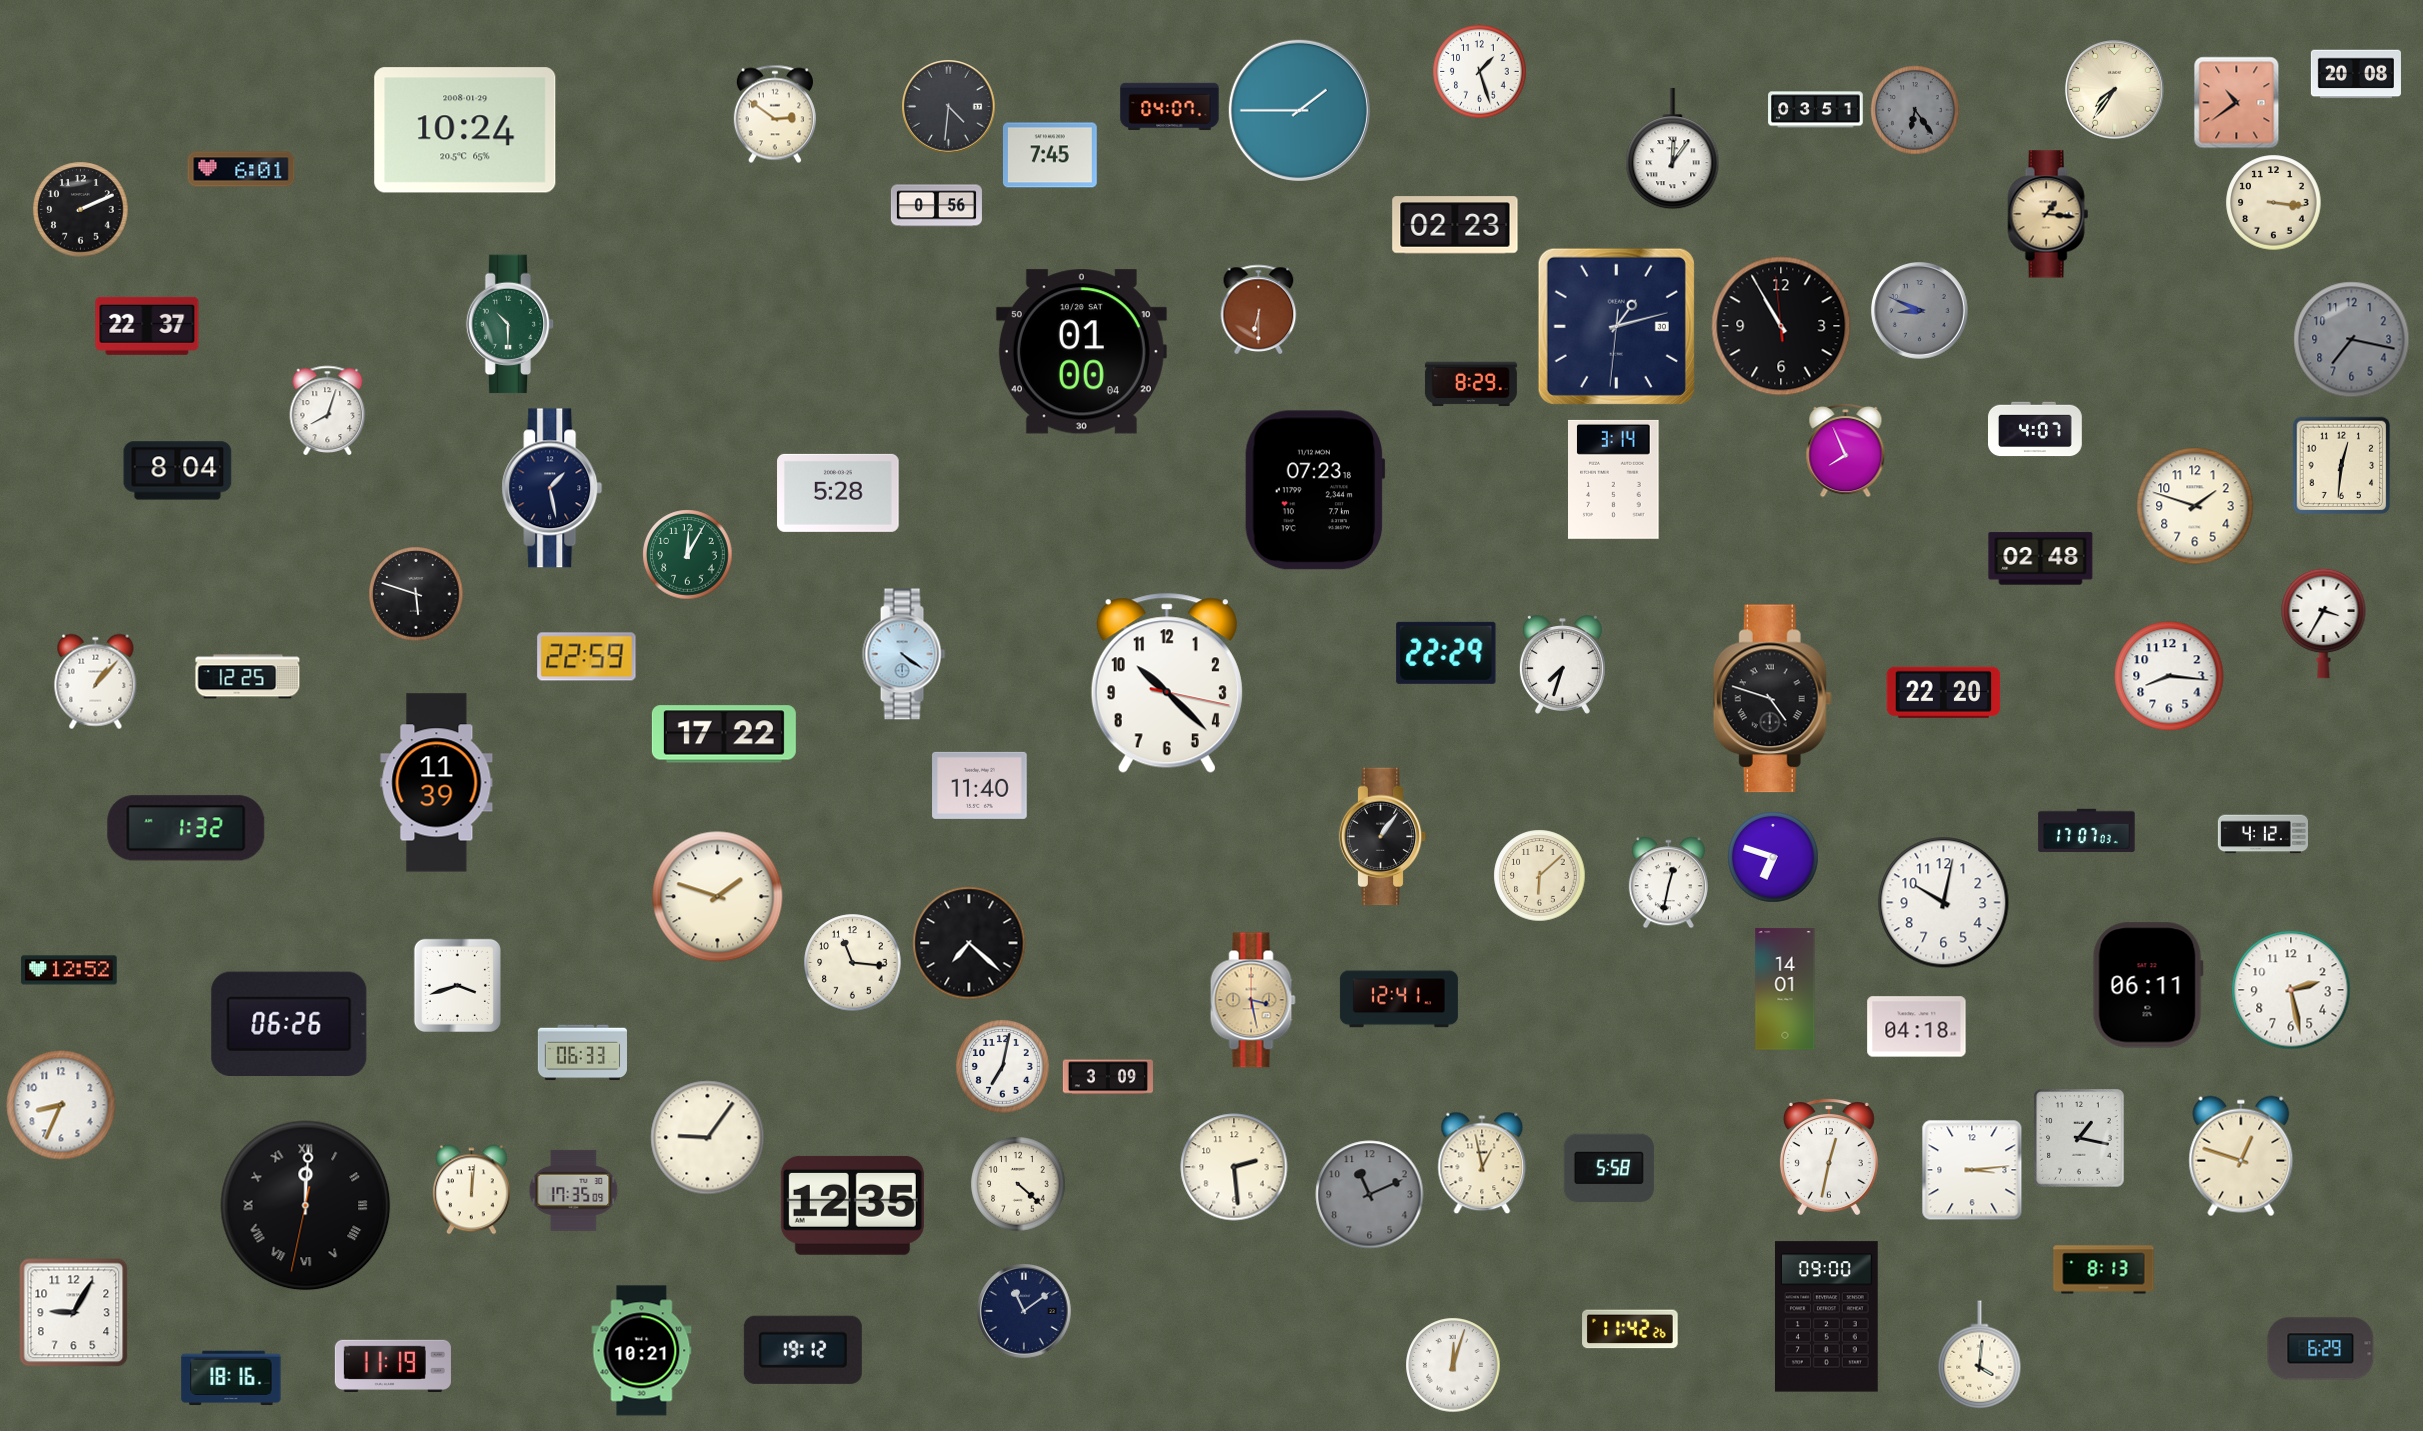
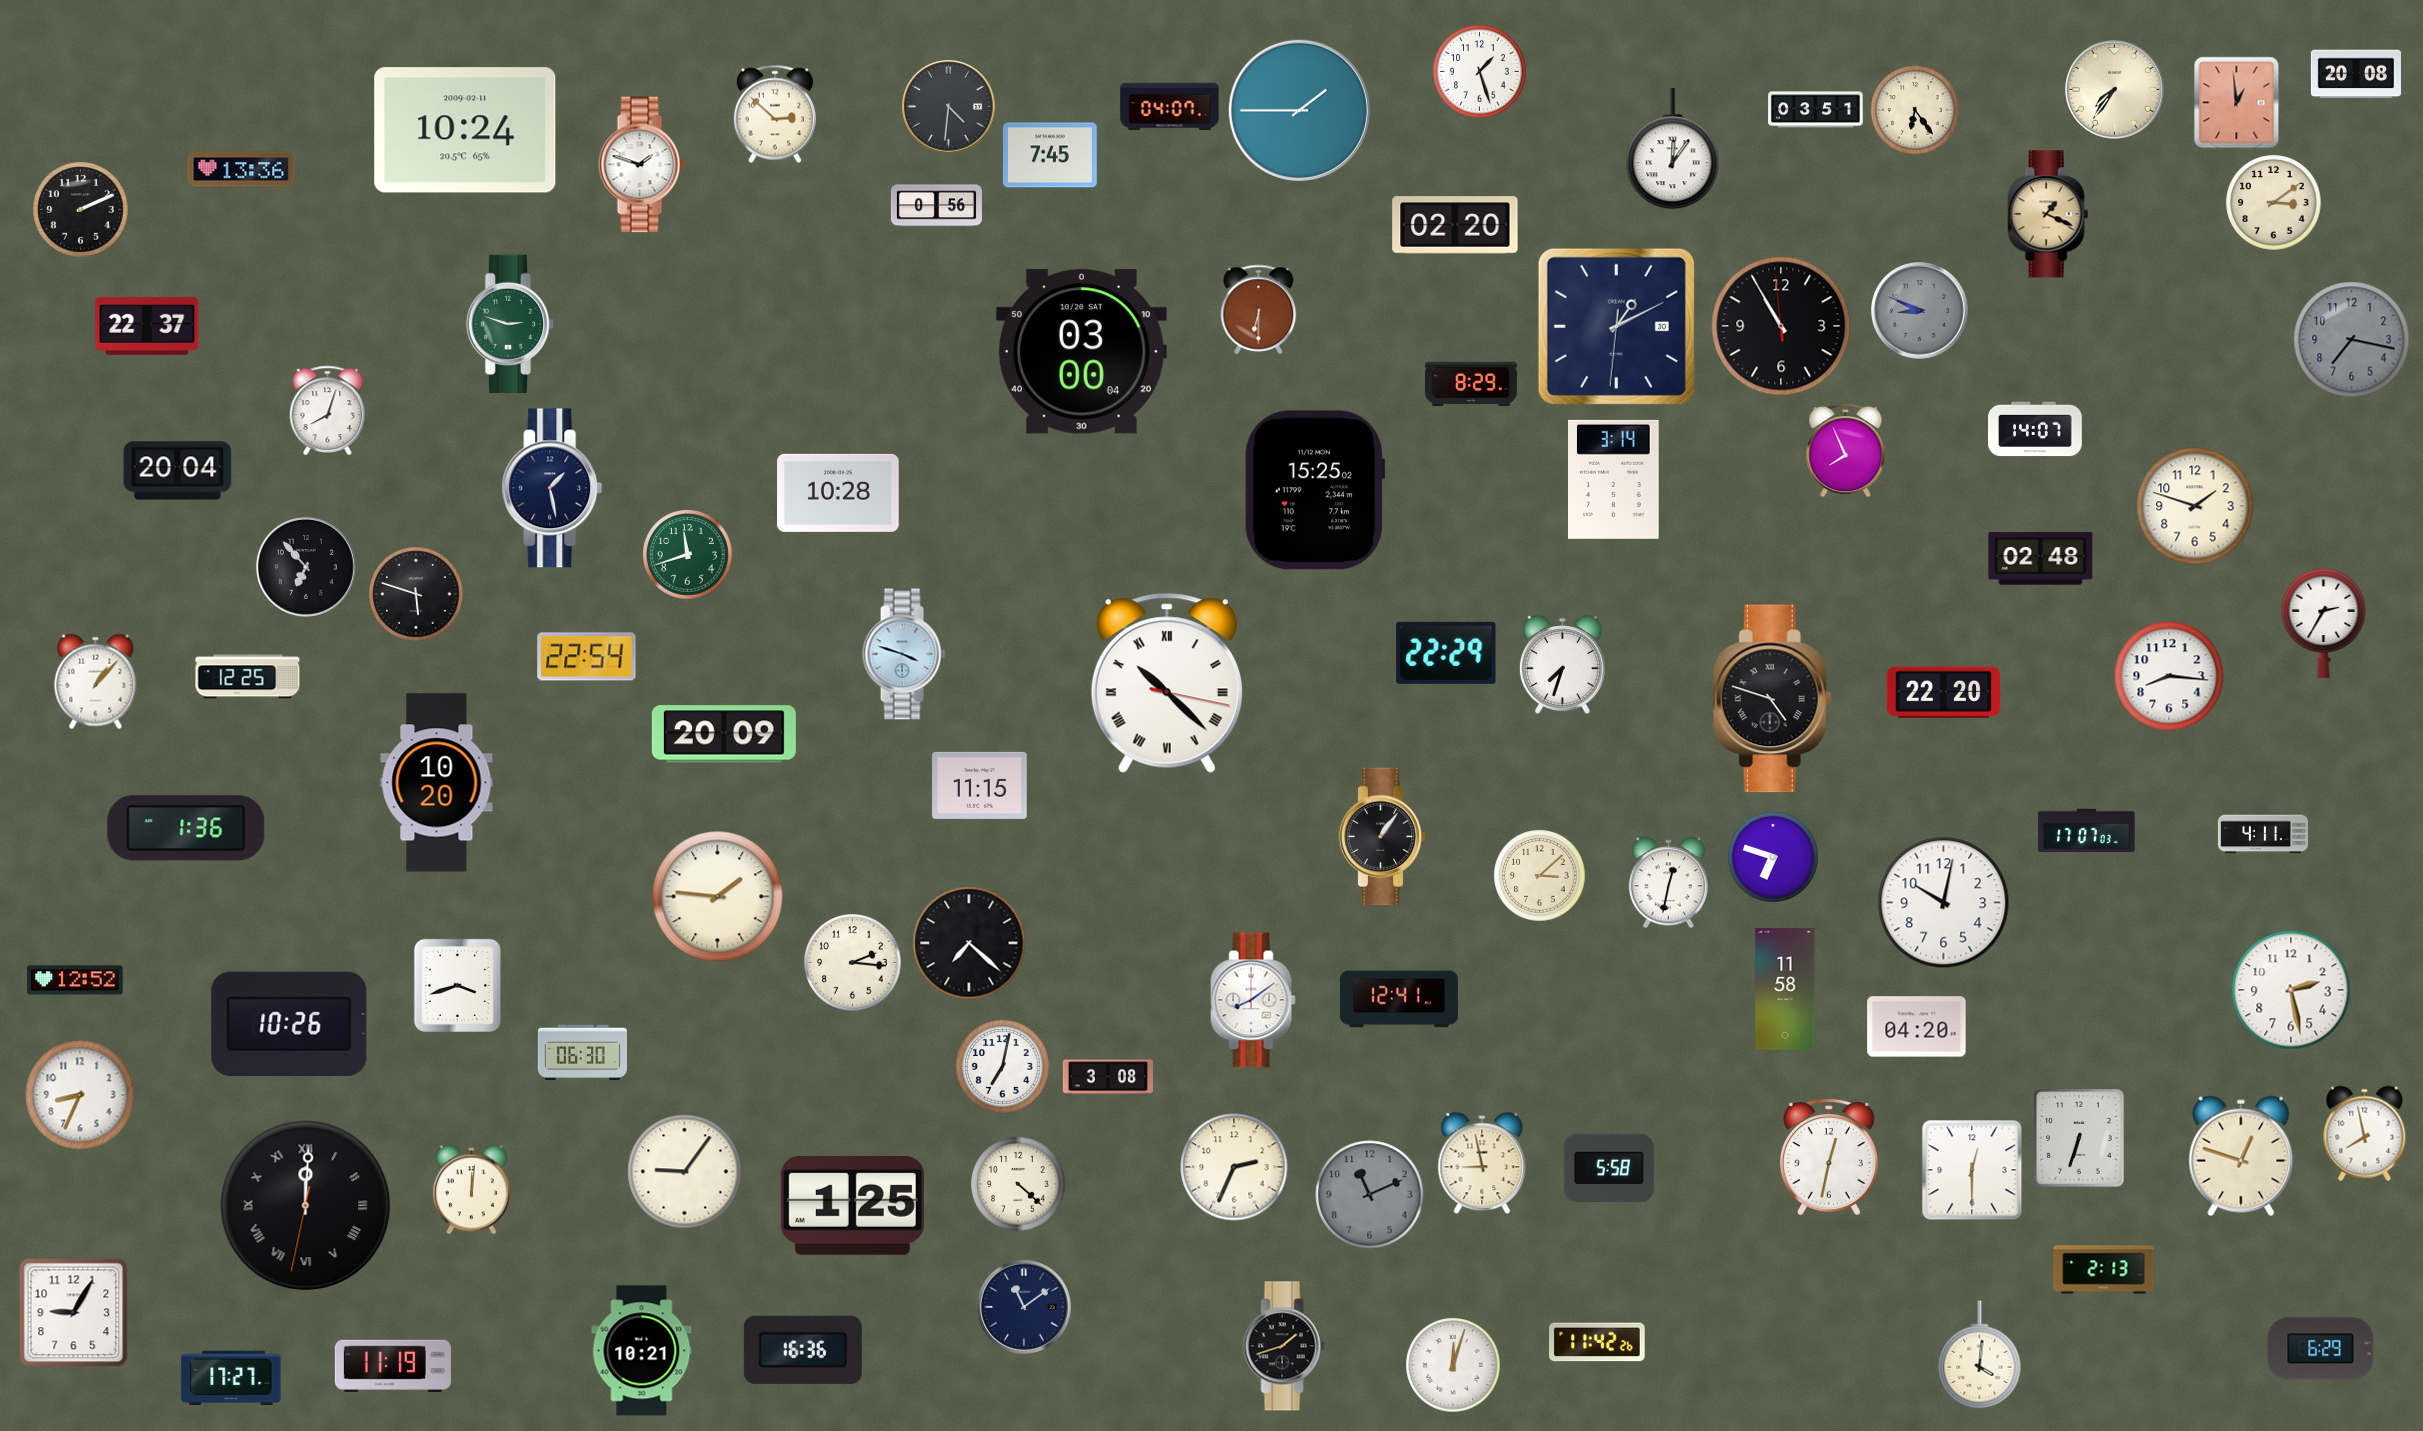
clock at (2237, 103): 10:39 -> 12:59
clock at (1915, 110) dial: grey -> cream
clock at (775, 114): 2:51 -> 2:52
clock at (465, 130) date: 2008-01-29 -> 2009-02-11
clock at (642, 165): none -> 1:48
clock at (241, 169): 6:01 -> 13:36
clock at (2274, 203): 3:16 -> 3:09
clock at (2048, 214): 1:16 -> 1:19
clock at (1455, 225): 02:23 -> 02:20
clock at (510, 324): 10:30 -> 2:48
clock at (1616, 326): 1:12 -> 1:10
clock at (1081, 352): 01:00 -> 03:00
clock at (2036, 429): 4:07 -> 14:07
clock at (2342, 466): 12:31 -> none
clock at (178, 471): 8:04 -> 20:04
clock at (1315, 490): 07:23 -> 15:25
clock at (838, 493): 5:28 -> 10:28
clock at (688, 555): 12:05 -> 11:42
clock at (307, 568): none -> 6:53
clock at (2324, 623): 3:35 -> 2:35
clock at (904, 654): 4:21 -> 3:48
clock at (587, 657): 22:59 -> 22:54
clock at (1167, 683) numerals: Arabic -> Roman
clock at (724, 734): 17:22 -> 20:09
clock at (437, 783): 11:39 -> 10:20
clock at (980, 785): 11:40 -> 11:15
clock at (186, 828): 1:32 -> 1:36
clock at (2263, 834): 4:12 -> 4:11
clock at (1540, 876): 6:08 -> 3:08
clock at (718, 897): 1:48 -> 1:46
clock at (853, 963): 11:16 -> 2:16
clock at (69, 970) position: (69, 970) -> (75, 980)
clock at (2148, 985): 06:11 -> none
clock at (1785, 989): 14:01 -> 11:58
clock at (1253, 1000): 3:28 -> 8:09
clock at (1253, 1000) dial: champagne -> white
clock at (289, 1024): 06:26 -> 10:26
clock at (1917, 1027): 04:18 -> 04:20
clock at (582, 1053): 06:33 -> 06:30
clock at (1108, 1077): 3:09 -> 3:08
clock at (61, 1105) position: (61, 1105) -> (80, 1095)
clock at (2365, 1134): none -> 7:58
clock at (708, 1138) position: (708, 1138) -> (685, 1172)
clock at (2079, 1138): 1:17 -> 6:33
clock at (1482, 1163): 12:58 -> 8:58
clock at (1234, 1167): 2:29 -> 2:34
clock at (1972, 1170): 3:14 -> 12:30
clock at (574, 1190): 17:35 -> none
clock at (852, 1205): 12:35 -> 1:25
clock at (2104, 1270): 8:13 -> 2:13
clock at (1024, 1311) position: (1024, 1311) -> (1024, 1307)
clock at (1827, 1317): 09:00 -> none
clock at (1630, 1329) position: (1630, 1329) -> (1597, 1342)
clock at (1284, 1346): none -> 1:42
clock at (803, 1350): 19:12 -> 16:36
clock at (231, 1378): 18:16 -> 17:27
